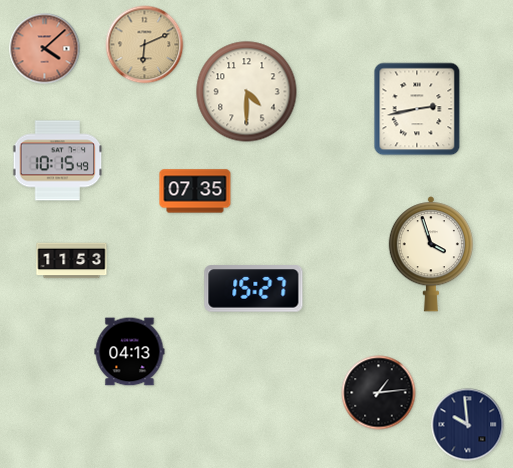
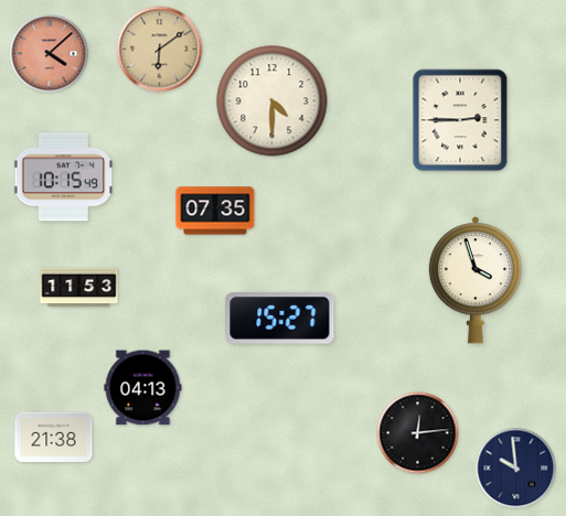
clock at (145, 45): 6:11 -> 6:09
clock at (417, 109): 2:43 -> 2:45
clock at (379, 393): 1:14 -> 12:14
clock at (54, 437): none -> 21:38
